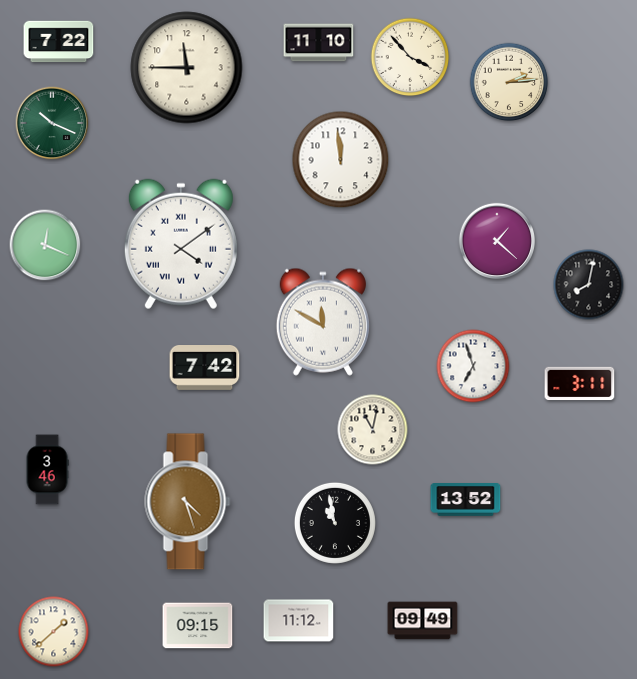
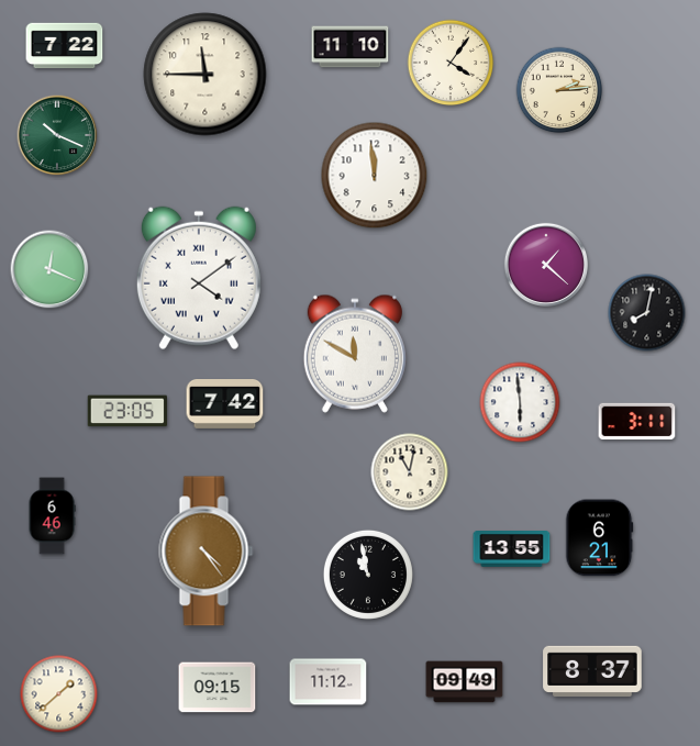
clock at (410, 57): 3:53 -> 4:06
clock at (181, 244) position: (181, 244) -> (199, 278)
clock at (473, 366): 6:57 -> 5:59
clock at (127, 411): none -> 23:05
clock at (47, 470): 3:46 -> 6:46
clock at (599, 538): none -> 6:21
clock at (466, 500): 13:52 -> 13:55
clock at (188, 502): 4:27 -> 4:24
clock at (592, 671): none -> 8:37
